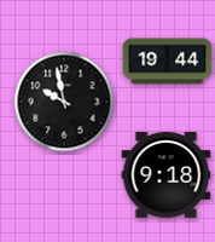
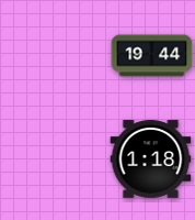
clock at (64, 102): 9:58 -> none
clock at (167, 175): 9:18 -> 1:18
